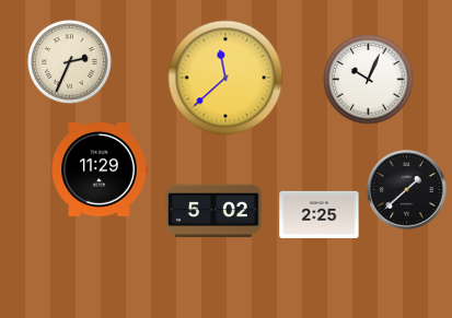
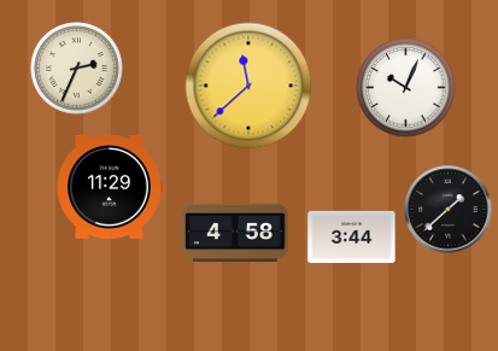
clock at (215, 211): 5:02 -> 4:58
clock at (320, 214): 2:25 -> 3:44
